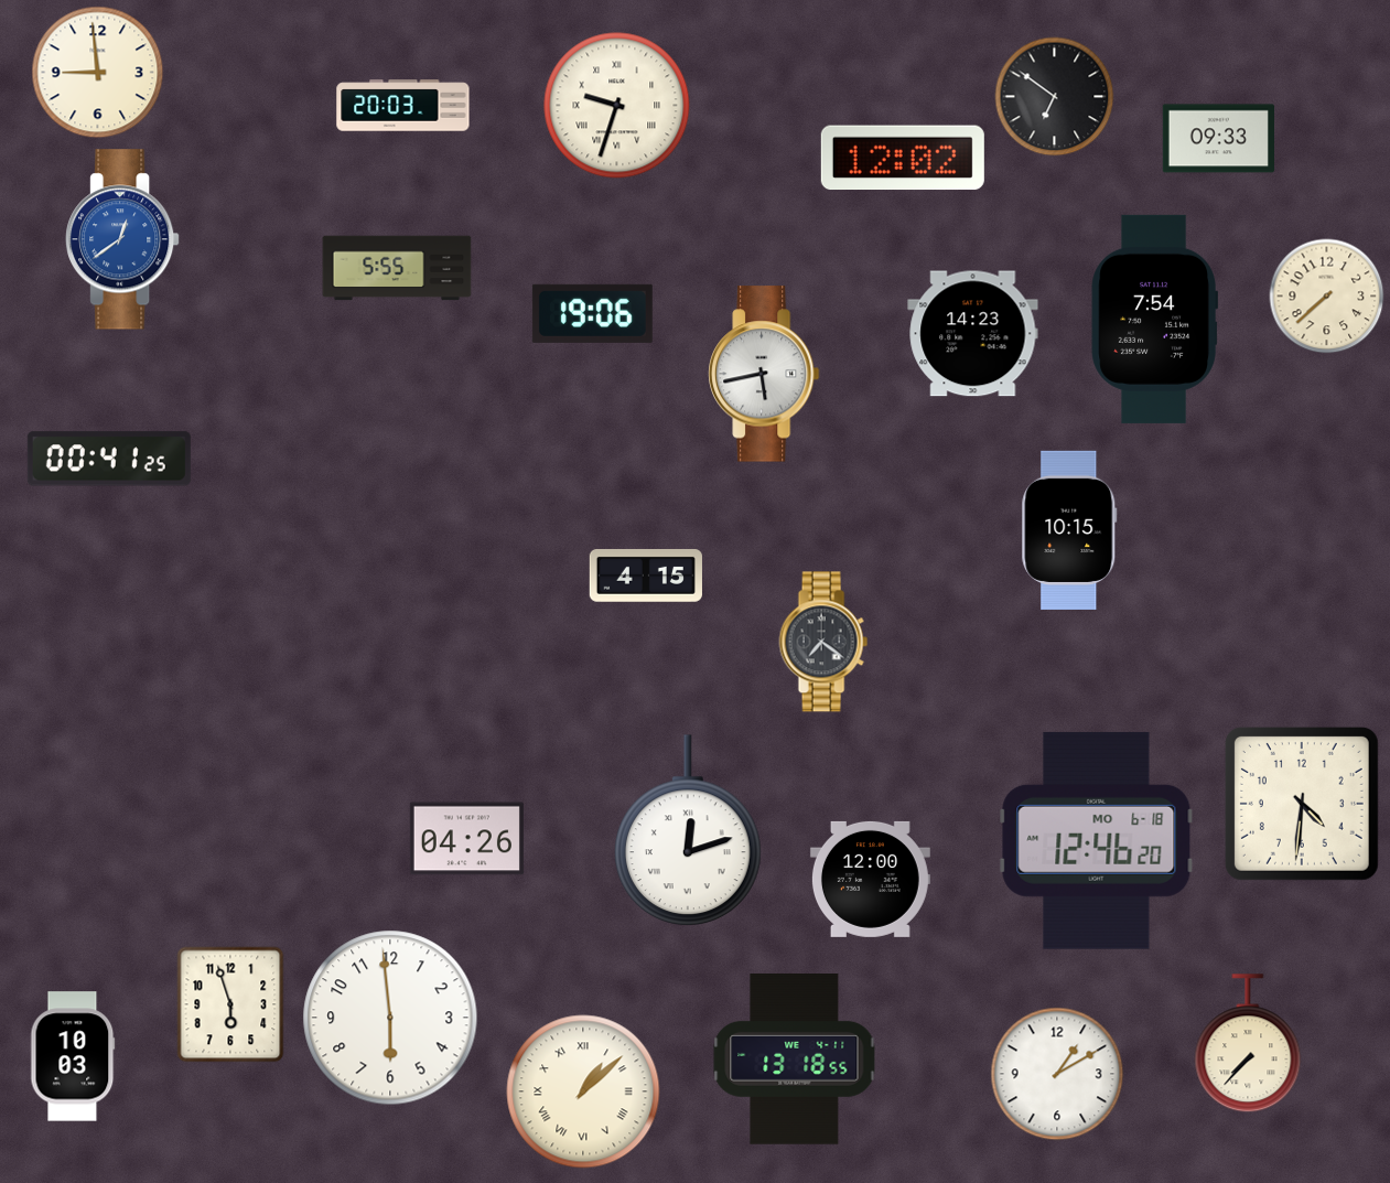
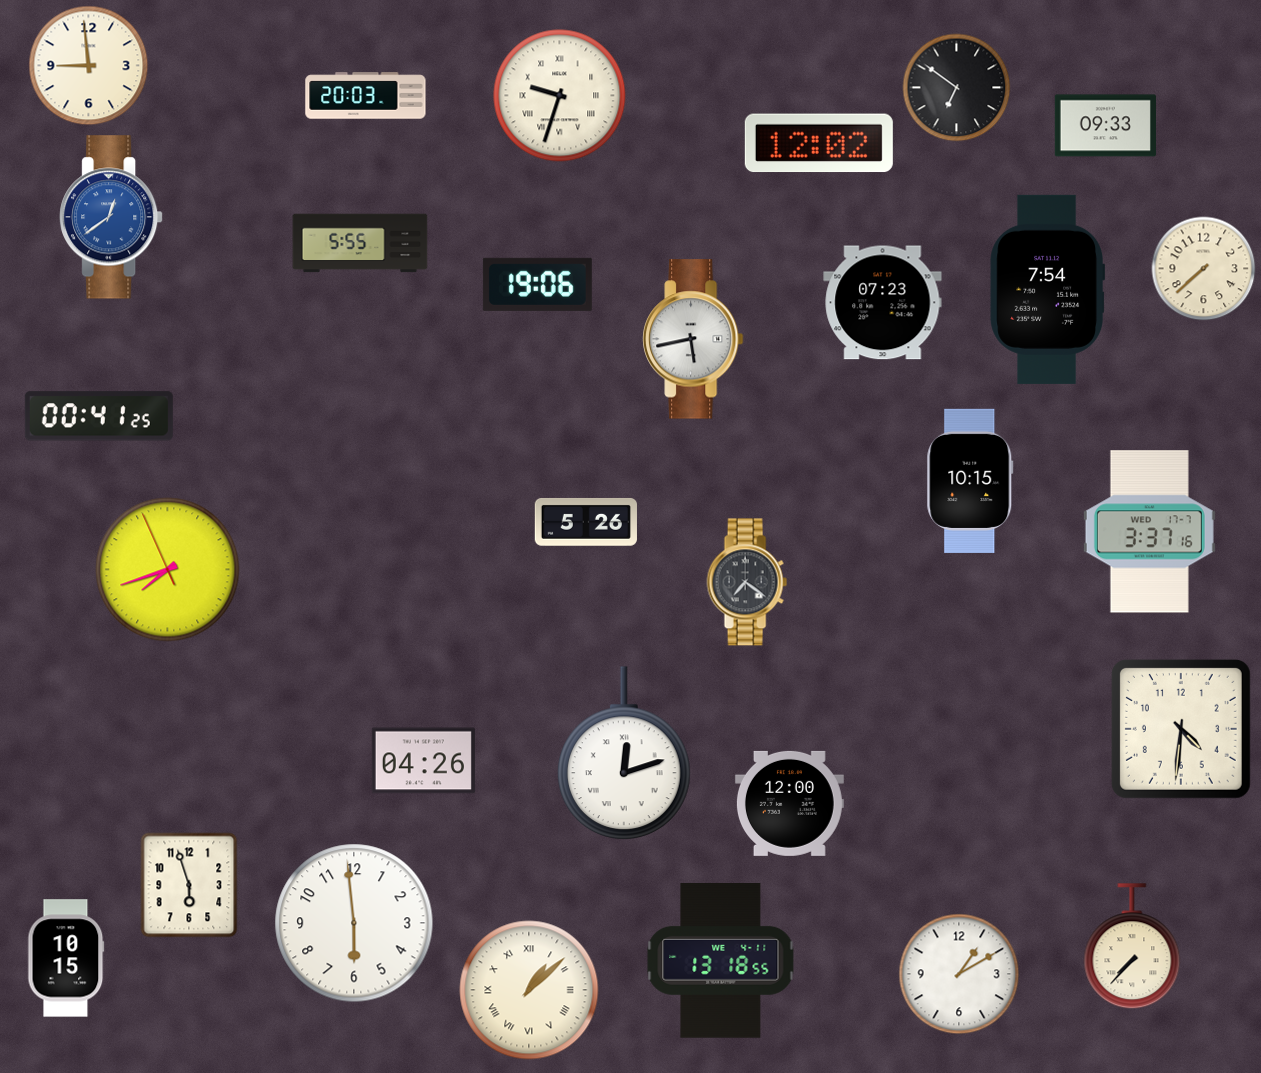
clock at (973, 334): 14:23 -> 07:23
clock at (646, 576): 4:15 -> 5:26
clock at (1149, 532): none -> 3:37
clock at (168, 570): none -> 7:41
clock at (1097, 840): 12:46 -> none
clock at (870, 879) position: (870, 879) -> (789, 803)
clock at (230, 1004) position: (230, 1004) -> (189, 885)
clock at (73, 1056): 10:03 -> 10:15
